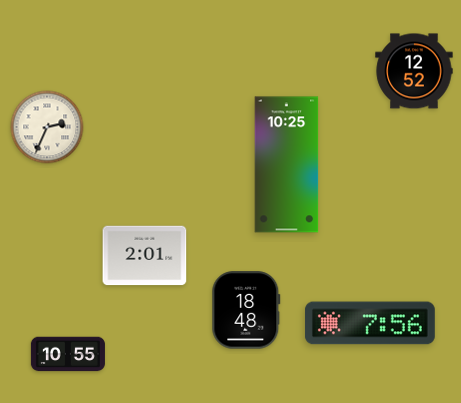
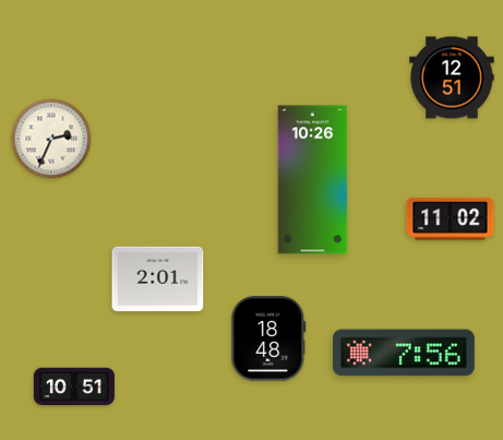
clock at (414, 71): 12:52 -> 12:51
clock at (287, 165): 10:25 -> 10:26
clock at (451, 218): none -> 11:02
clock at (68, 354): 10:55 -> 10:51
